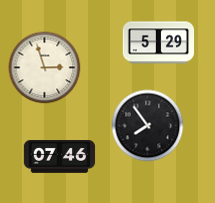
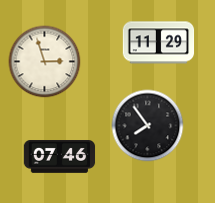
clock at (159, 43): 5:29 -> 11:29
clock at (45, 68) position: (45, 68) -> (45, 62)
